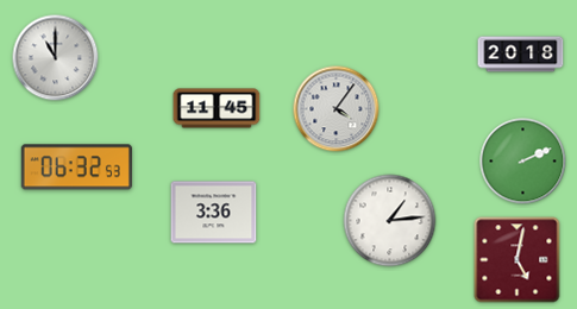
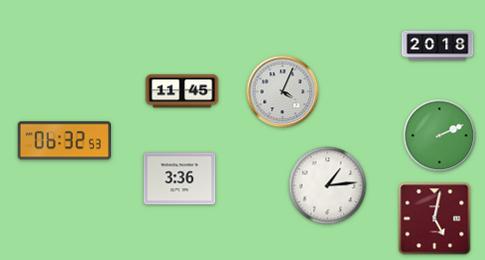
clock at (56, 58): 11:00 -> none
clock at (337, 109): 4:06 -> 4:04
